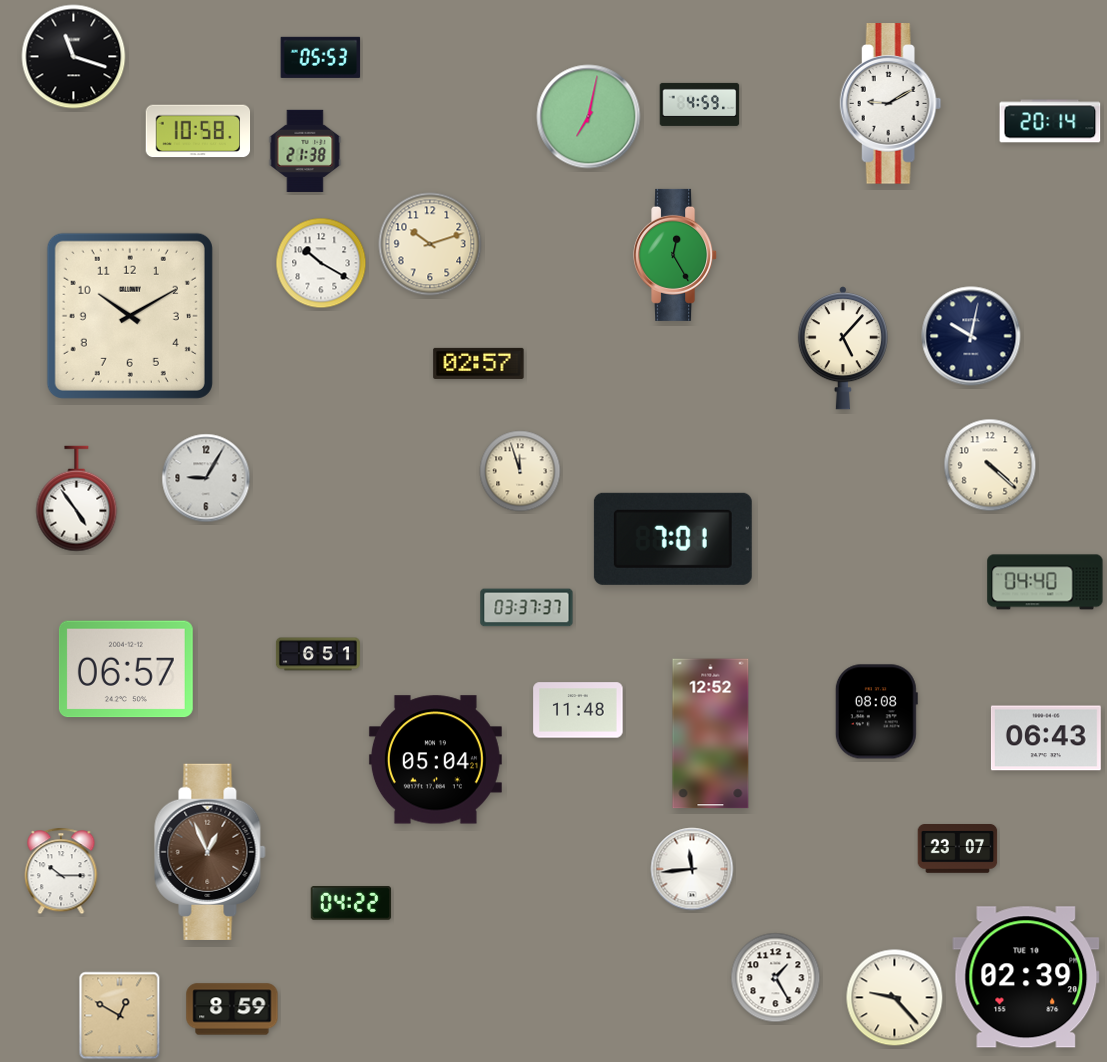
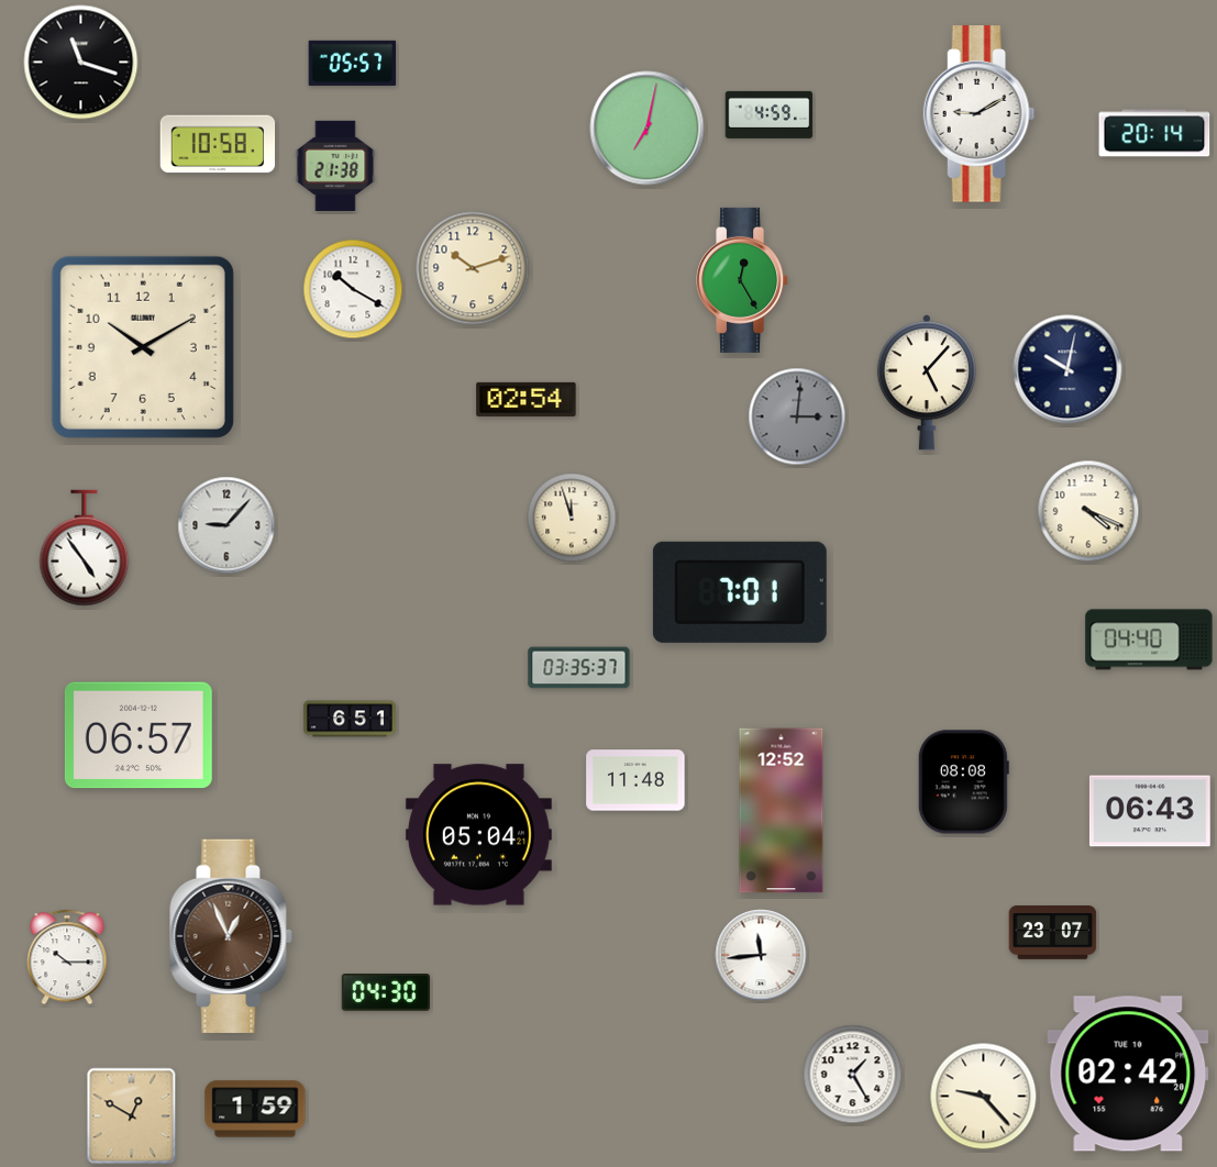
clock at (321, 57): 05:53 -> 05:57
clock at (479, 363): 02:57 -> 02:54
clock at (797, 416): none -> 3:01
clock at (990, 465): 4:22 -> 4:19
clock at (206, 478): 9:05 -> 9:07
clock at (527, 608): 03:37 -> 03:35
clock at (711, 734) position: (711, 734) -> (782, 811)
clock at (351, 904): 04:22 -> 04:30
clock at (1026, 977): 02:39 -> 02:42
clock at (232, 1009): 8:59 -> 1:59
